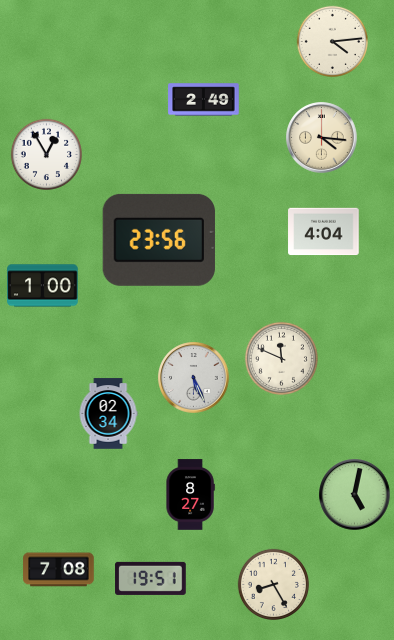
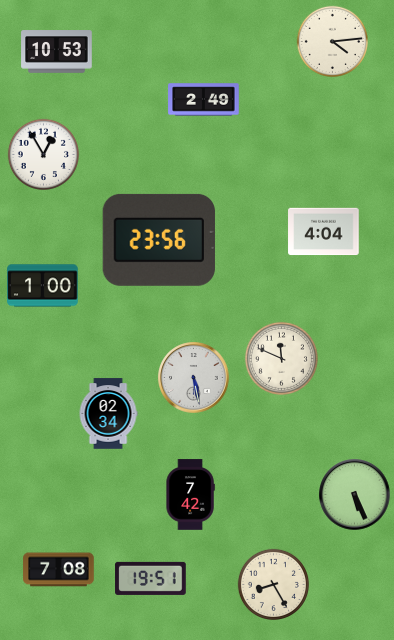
clock at (57, 52): none -> 10:53
clock at (322, 138): 4:16 -> none
clock at (46, 154) position: (46, 154) -> (43, 154)
clock at (194, 378): 5:26 -> 5:28
clock at (190, 495): 8:27 -> 7:42
clock at (355, 495): 5:02 -> 5:26
